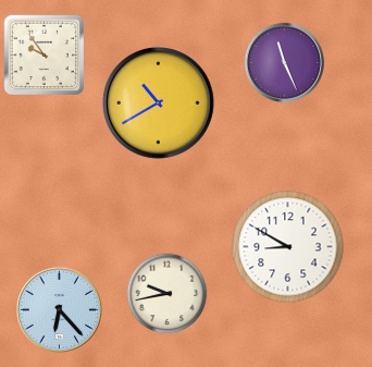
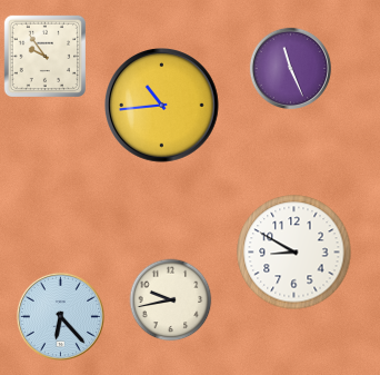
clock at (284, 62) position: (284, 62) -> (290, 68)
clock at (159, 103): 10:40 -> 10:44
